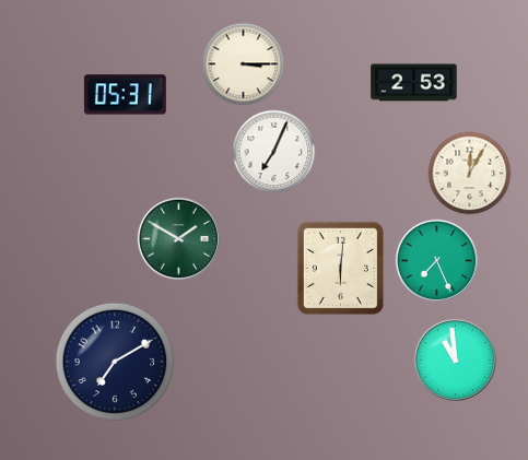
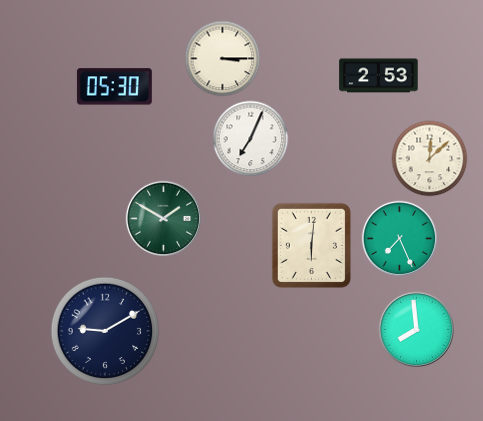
clock at (125, 95): 05:31 -> 05:30
clock at (470, 174): 12:05 -> 12:08
clock at (456, 361): 10:59 -> 7:59
clock at (115, 362): 7:10 -> 9:10
